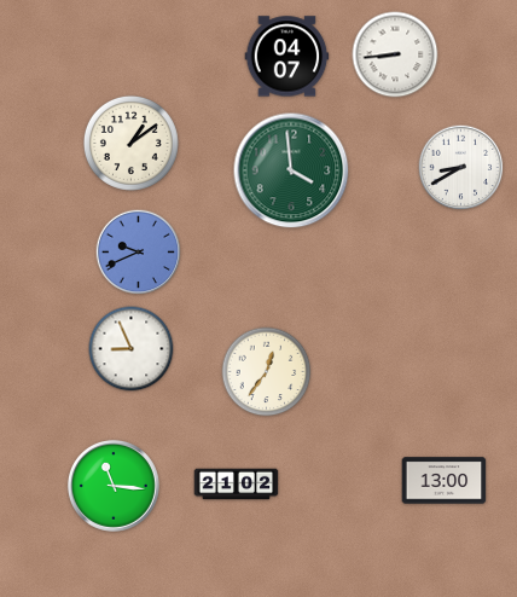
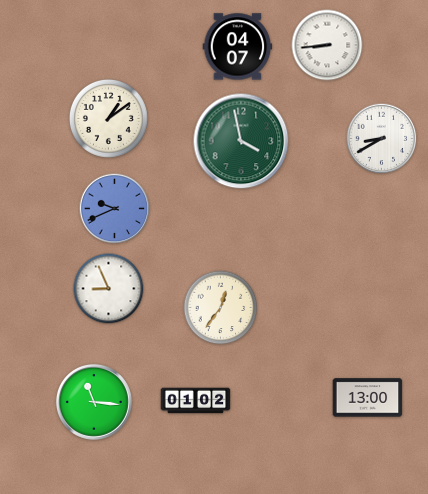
clock at (291, 170): 3:59 -> 3:58
clock at (237, 485): 21:02 -> 01:02
